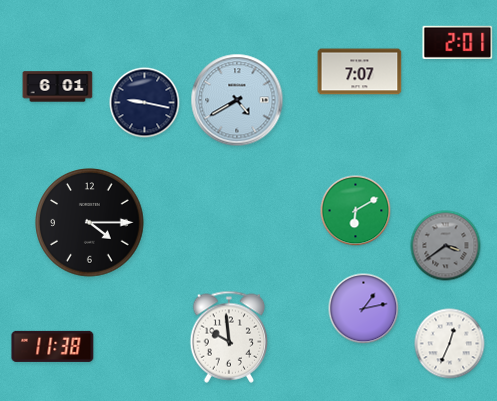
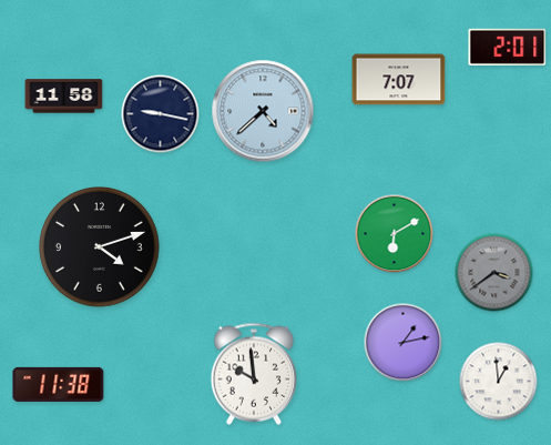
clock at (58, 87): 6:01 -> 11:58
clock at (237, 100): 4:40 -> 4:38
clock at (90, 223): 4:15 -> 4:12
clock at (450, 344): 12:34 -> 12:59
